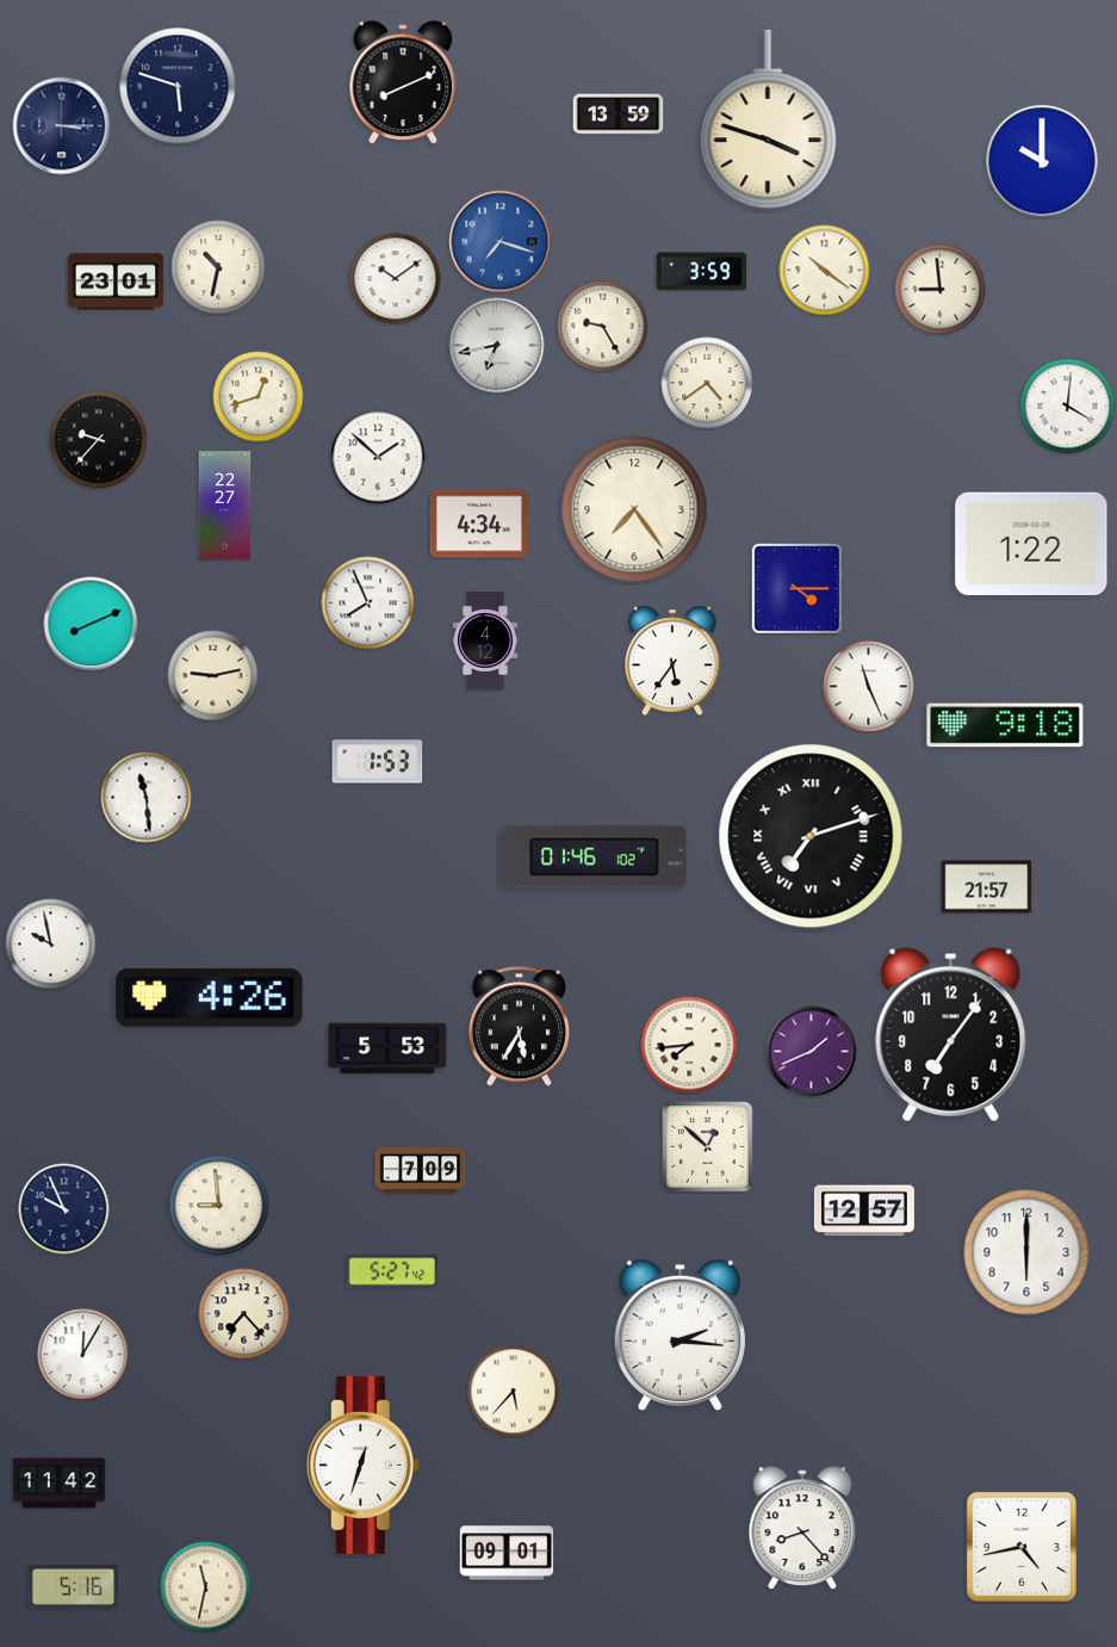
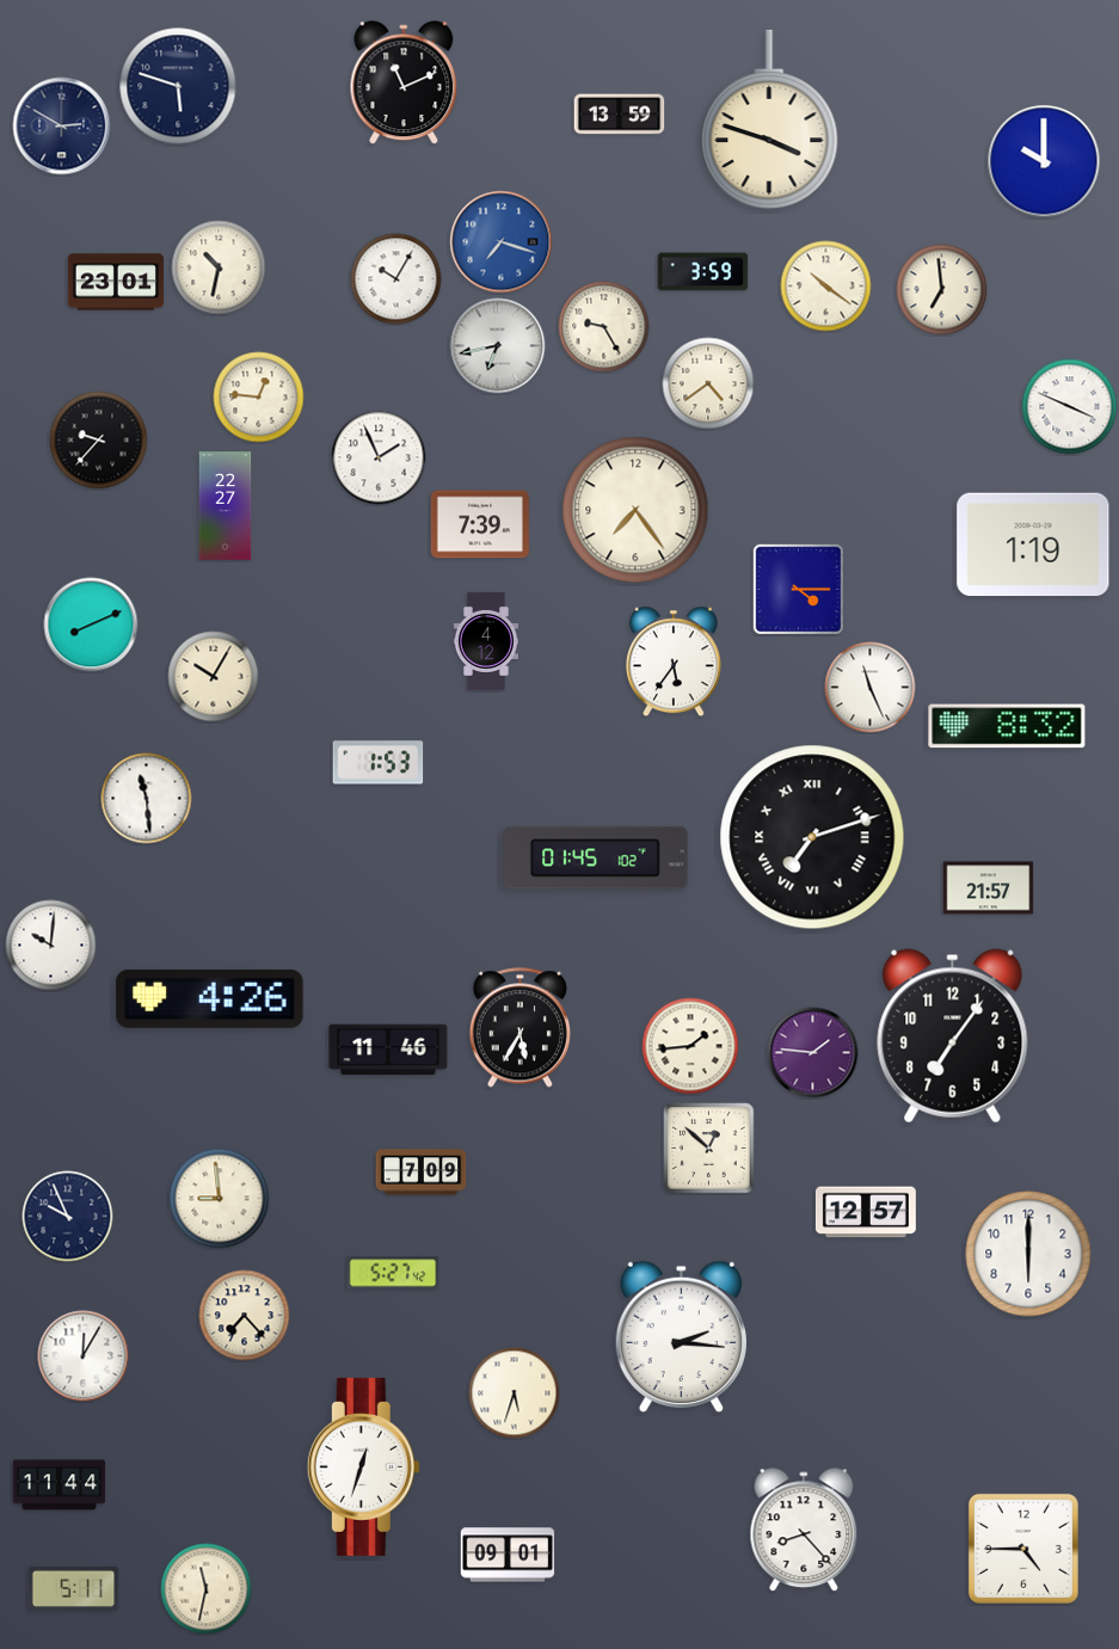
clock at (403, 83): 8:11 -> 11:11
clock at (62, 126): 3:15 -> 2:50
clock at (825, 271) position: (825, 271) -> (826, 287)
clock at (396, 279): 10:09 -> 10:05
clock at (941, 290): 8:59 -> 6:59
clock at (259, 397): 12:42 -> 12:46
clock at (1068, 407): 4:01 -> 3:49
clock at (378, 457): 1:52 -> 1:56
clock at (479, 524): 4:34 -> 7:39
clock at (1031, 544): 1:22 -> 1:19
clock at (368, 603): 7:56 -> none
clock at (213, 676): 9:13 -> 10:05
clock at (1005, 725): 9:18 -> 8:32
clock at (595, 857): 01:46 -> 01:45
clock at (51, 945): 9:58 -> 10:01
clock at (689, 1045): 7:44 -> 1:44
clock at (387, 1048): 5:53 -> 11:46
clock at (812, 1052): 1:41 -> 1:46
clock at (219, 1206) position: (219, 1206) -> (220, 1199)
clock at (64, 1209) position: (64, 1209) -> (68, 1217)
clock at (514, 1392): 5:37 -> 5:33
clock at (60, 1484): 11:42 -> 11:44
clock at (1022, 1547): 4:43 -> 4:45
clock at (74, 1586): 5:16 -> 5:11
